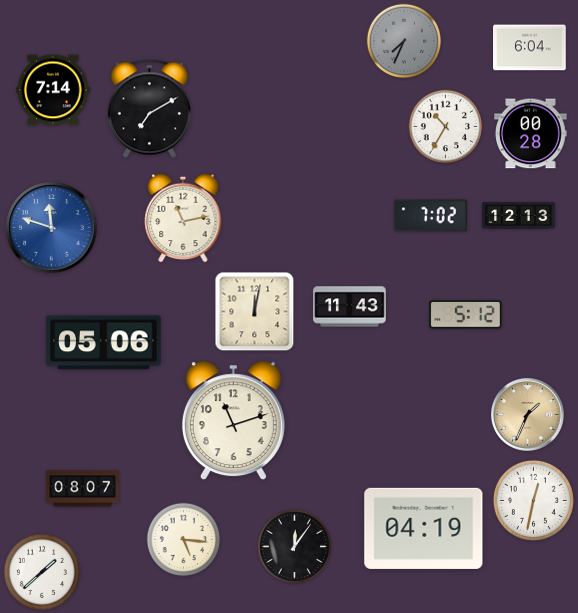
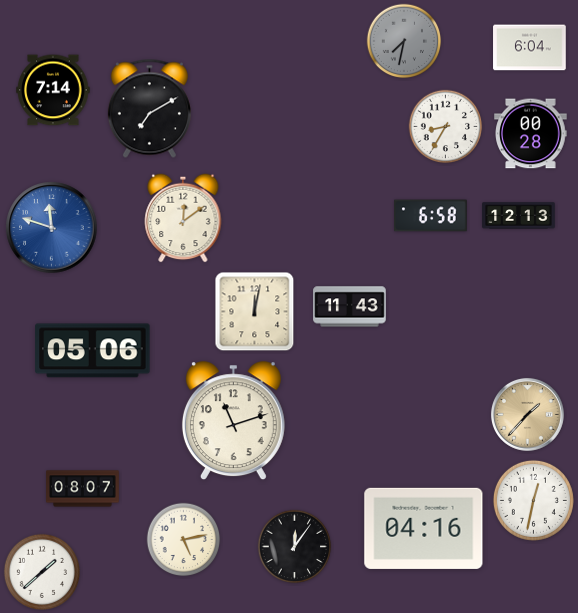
clock at (404, 41): 7:34 -> 7:32
clock at (446, 127): 10:35 -> 8:35
clock at (431, 216): 7:02 -> 6:58
clock at (183, 218): 11:13 -> 12:09
clock at (466, 315): 5:12 -> none
clock at (104, 343) position: (104, 343) -> (93, 351)
clock at (527, 414): 1:34 -> 1:37
clock at (424, 528): 04:19 -> 04:16
clock at (184, 540): 5:16 -> 5:13
